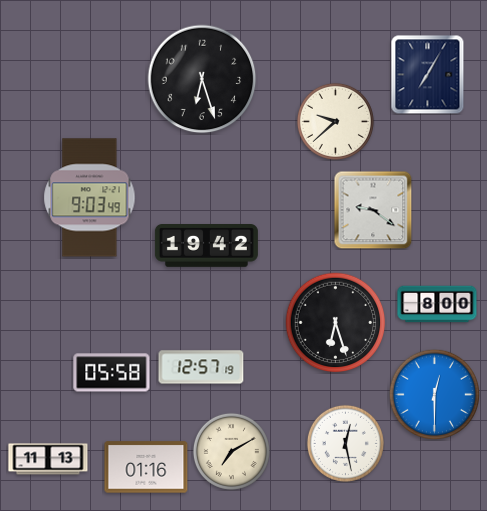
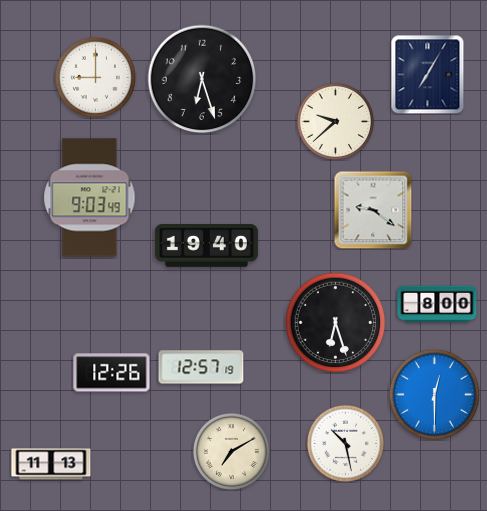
clock at (95, 77): none -> 9:00
clock at (206, 246): 19:42 -> 19:40
clock at (112, 373): 05:58 -> 12:26
clock at (345, 443): 12:28 -> 10:28
clock at (48, 459) position: (48, 459) -> (51, 464)
clock at (146, 467): 01:16 -> none
